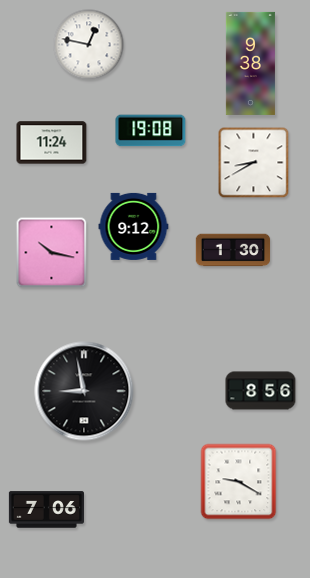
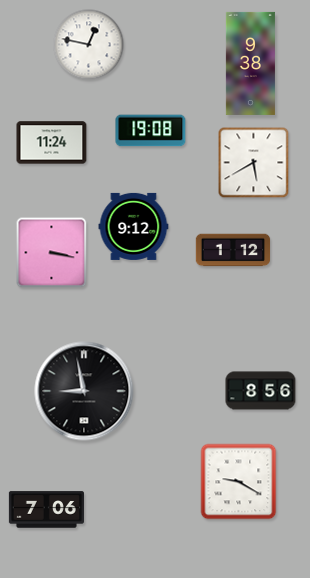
clock at (254, 163): 8:40 -> 5:40
clock at (233, 250): 1:30 -> 1:12
clock at (52, 253): 10:17 -> 3:17
